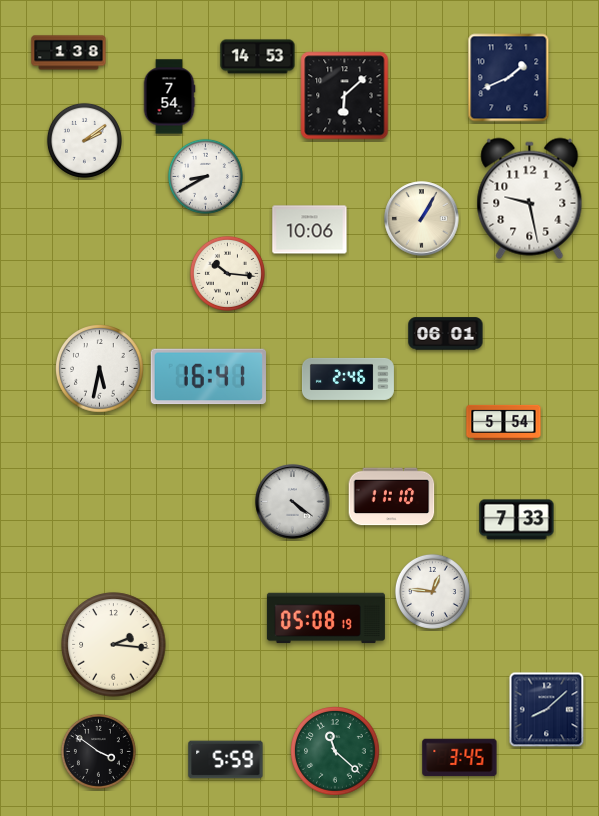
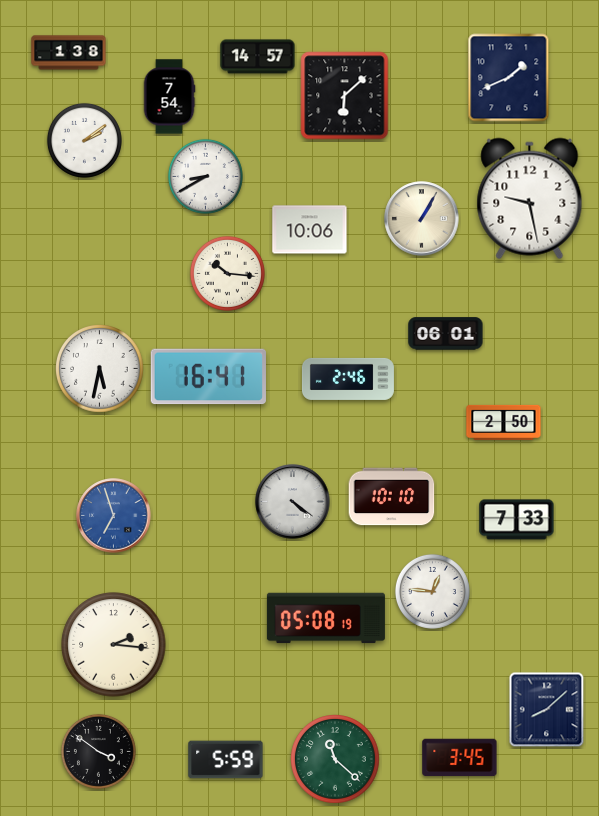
clock at (258, 57): 14:53 -> 14:57
clock at (504, 422): 5:54 -> 2:50
clock at (392, 497): 11:10 -> 10:10
clock at (114, 516): none -> 6:57
clock at (335, 751) position: (335, 751) -> (335, 759)
